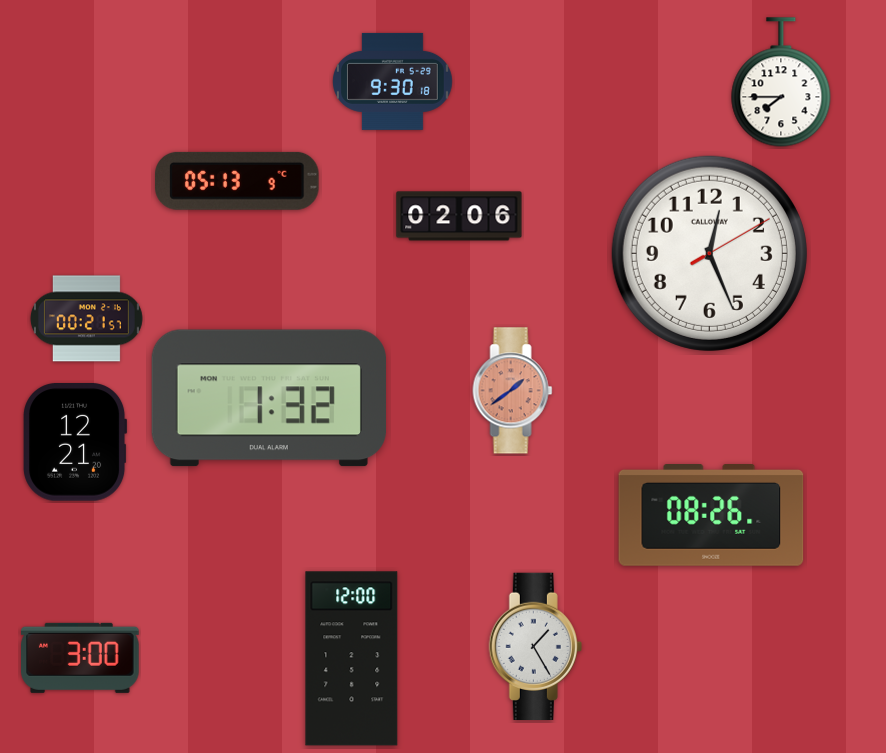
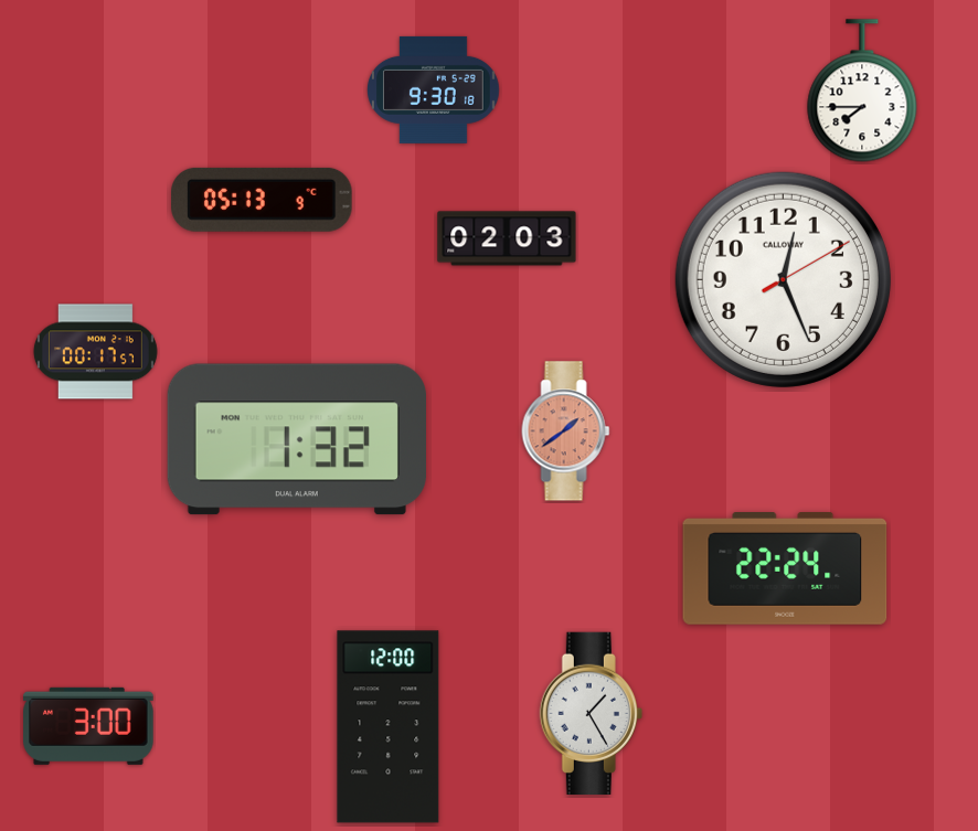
clock at (459, 216): 02:06 -> 02:03
clock at (86, 319): 00:21 -> 00:17
clock at (76, 442): 12:21 -> none
clock at (711, 516): 08:26 -> 22:24
